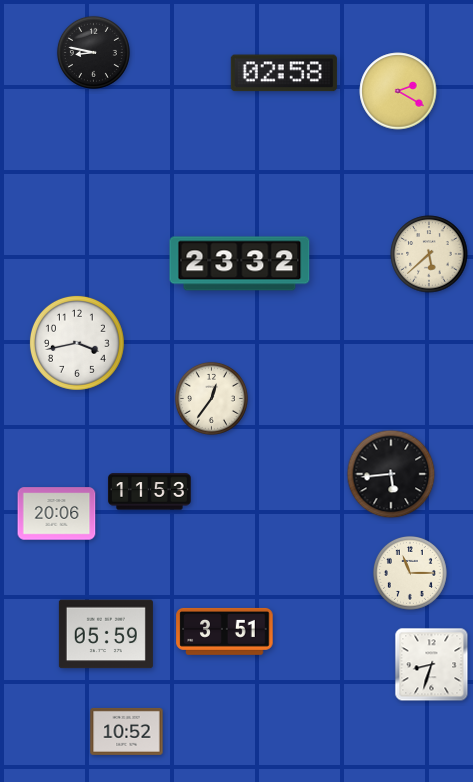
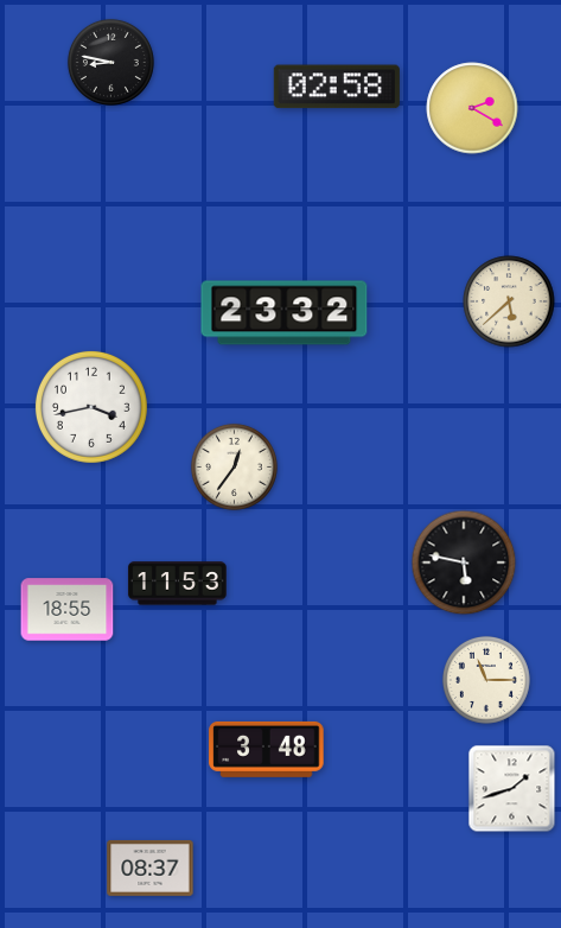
clock at (211, 398) position: (211, 398) -> (234, 466)
clock at (391, 474): 5:44 -> 5:47
clock at (57, 514): 20:06 -> 18:55
clock at (225, 631): 3:51 -> 3:48
clock at (106, 634): 05:59 -> none
clock at (432, 665): 8:33 -> 1:42
clock at (127, 731): 10:52 -> 08:37
